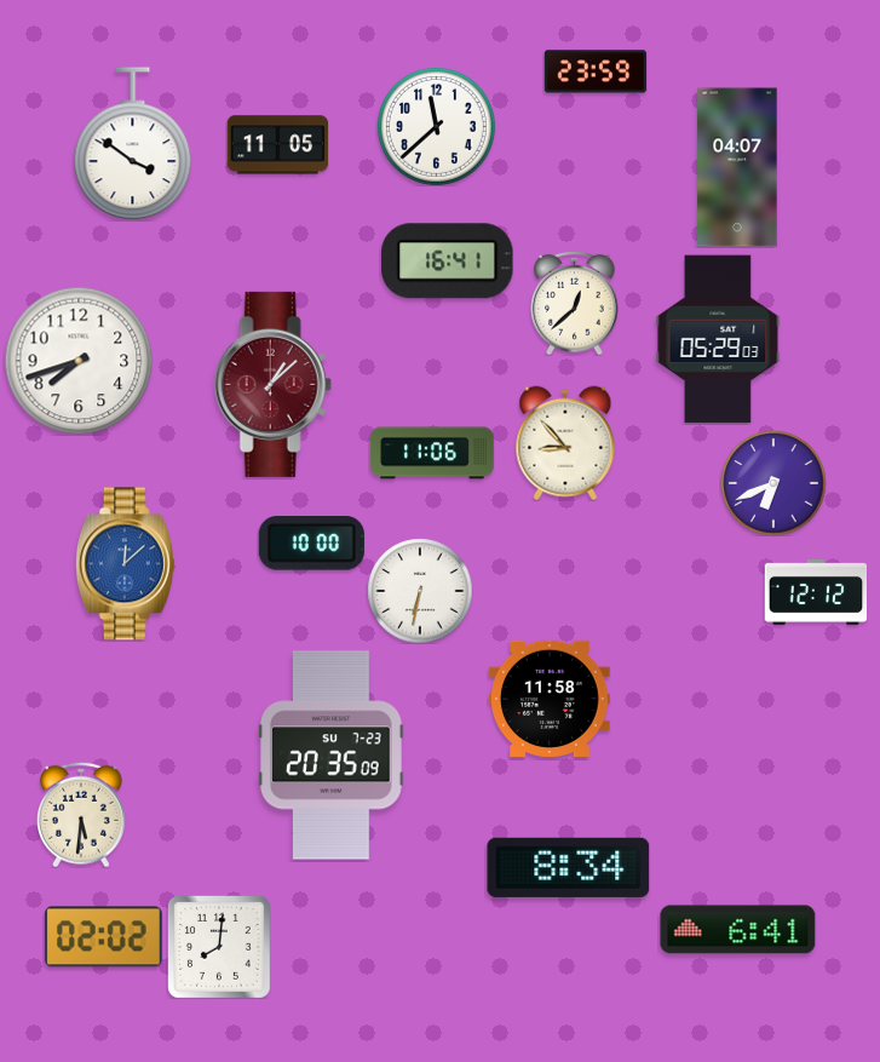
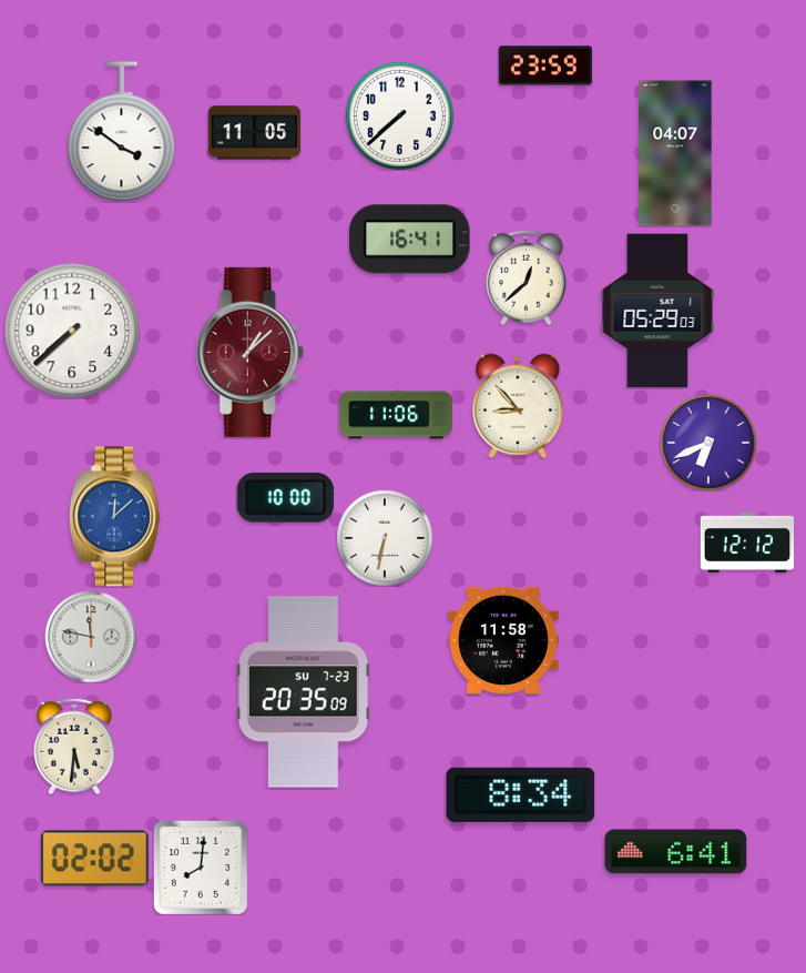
clock at (436, 126): 11:38 -> 7:38
clock at (79, 361): 7:42 -> 7:38
clock at (420, 591) position: (420, 591) -> (385, 538)
clock at (91, 637): none -> 11:47
